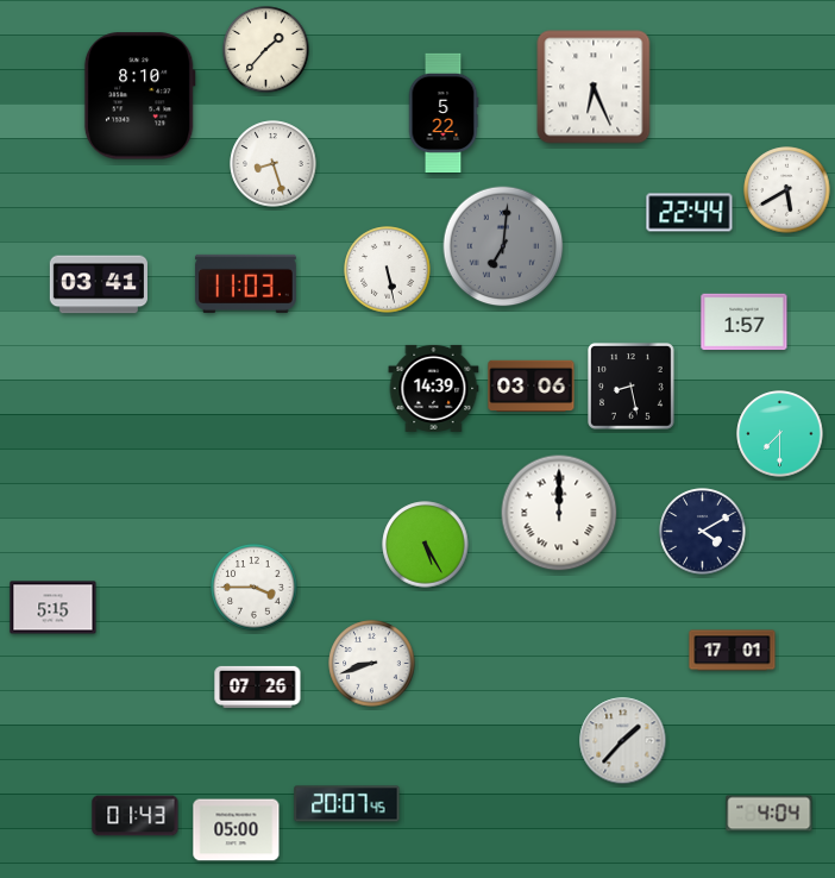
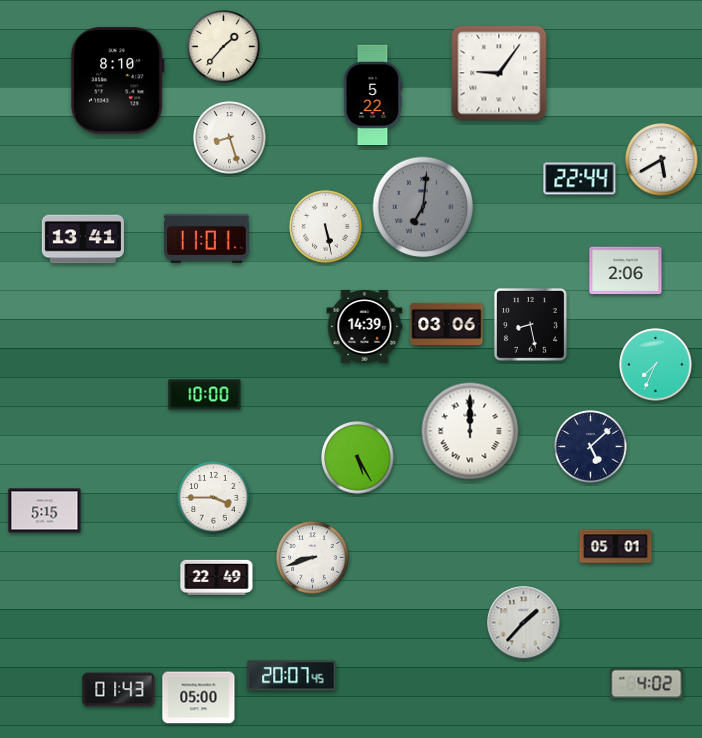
clock at (266, 50) position: (266, 50) -> (224, 47)
clock at (594, 87): 6:26 -> 9:06
clock at (245, 283): 11:03 -> 11:01
clock at (99, 284): 03:41 -> 13:41
clock at (745, 322): 1:57 -> 2:06
clock at (780, 434): 7:30 -> 7:34
clock at (205, 395): none -> 10:00
clock at (703, 532): 4:10 -> 5:08
clock at (255, 588) position: (255, 588) -> (214, 498)
clock at (733, 651): 17:01 -> 05:01
clock at (258, 686): 07:26 -> 22:49
clock at (770, 814): 4:04 -> 4:02
clock at (136, 816) position: (136, 816) -> (119, 690)
